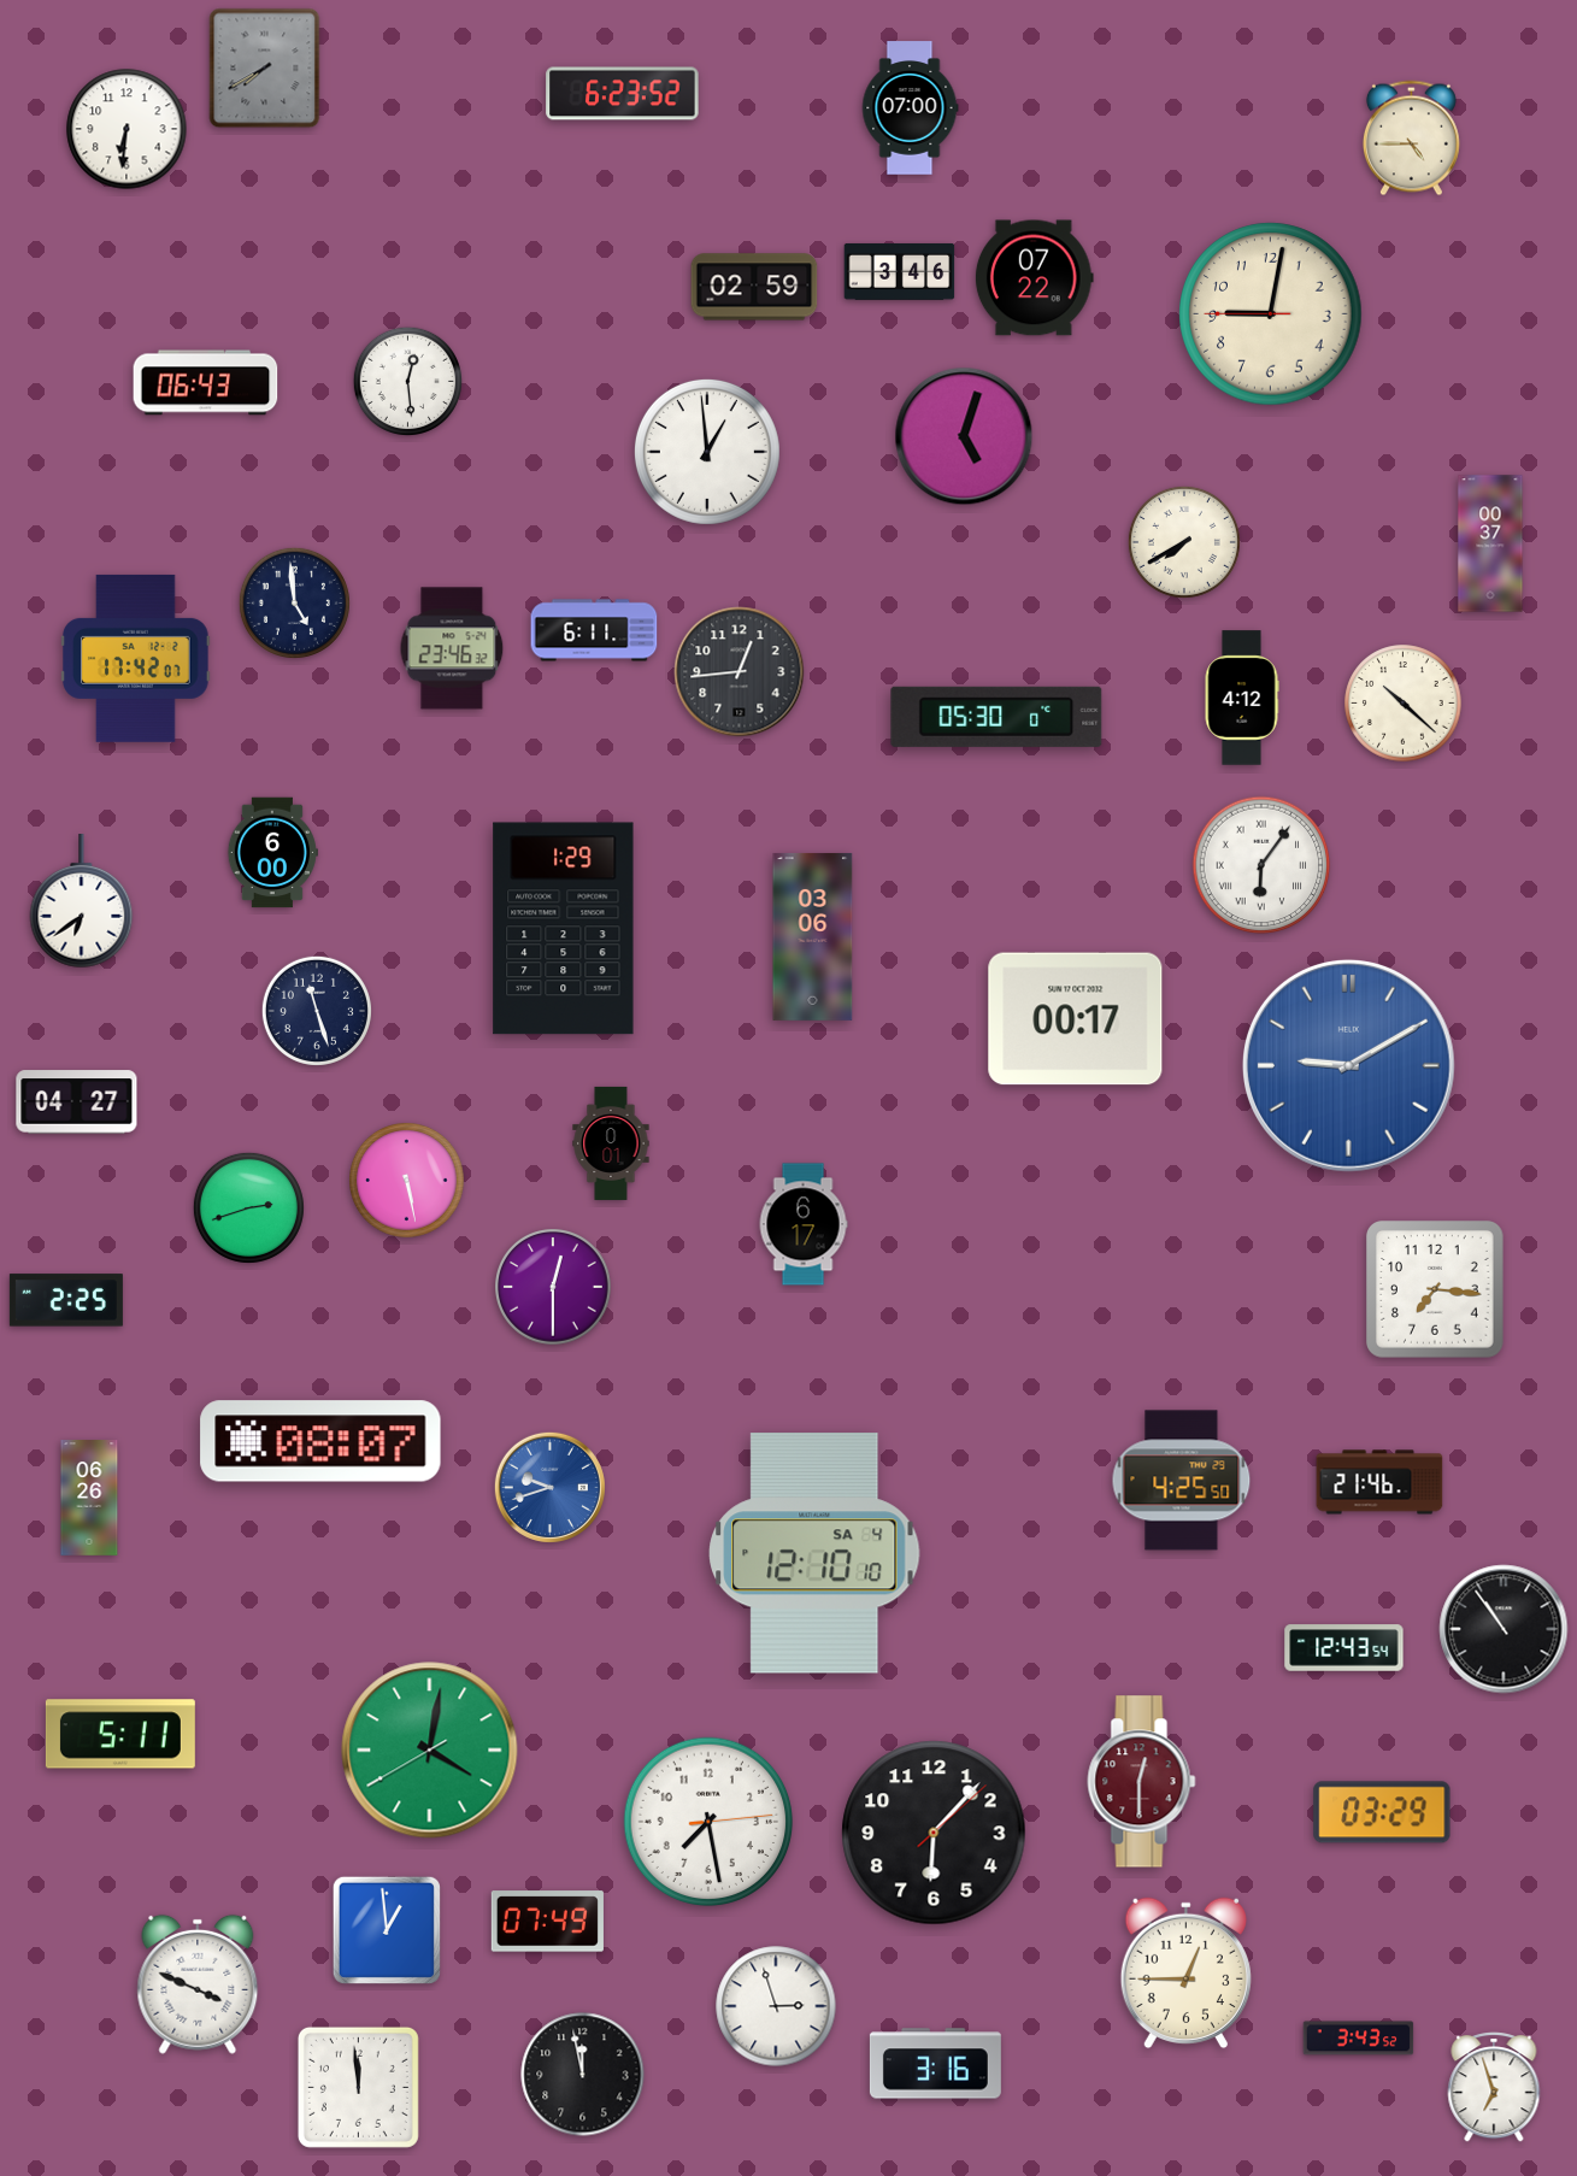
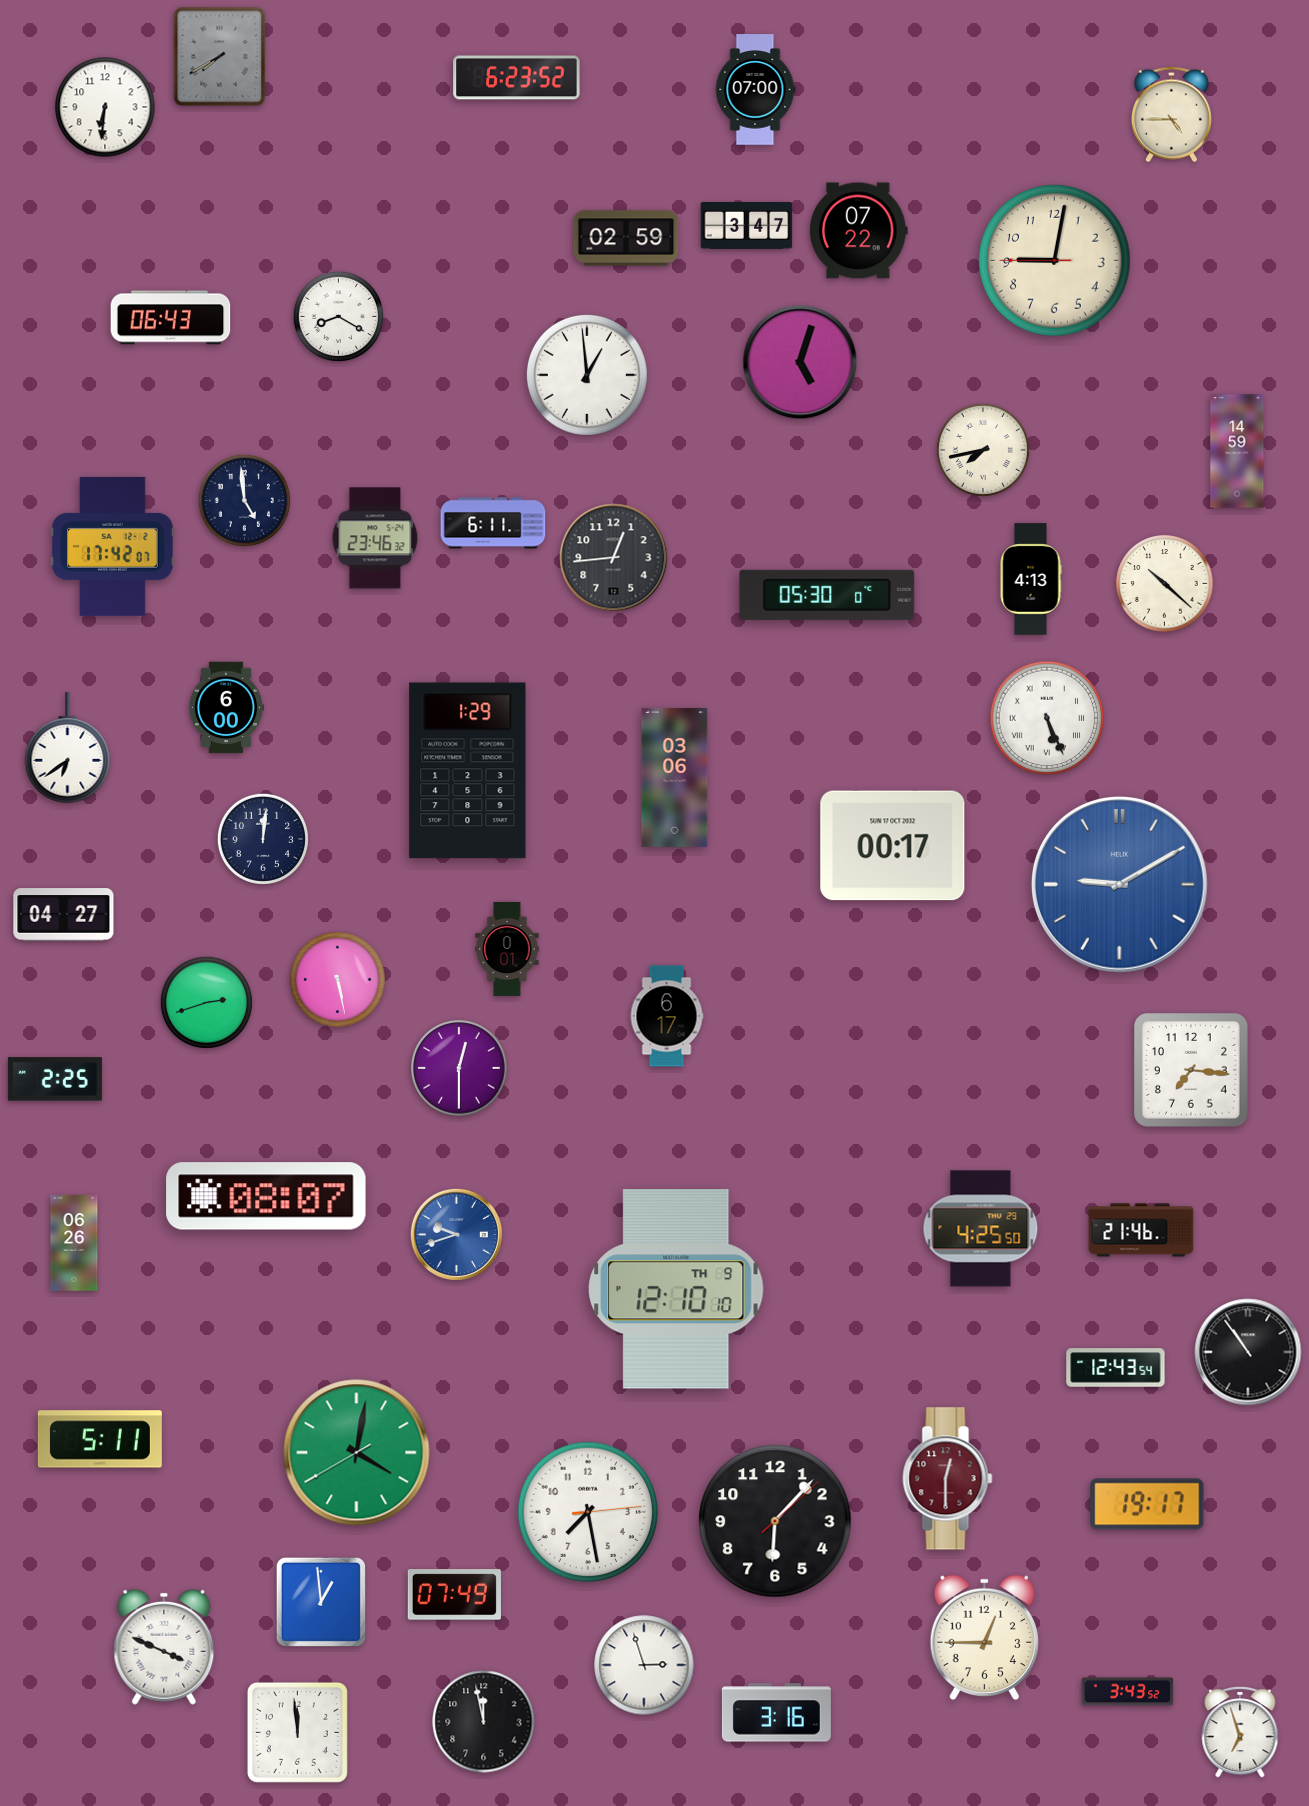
clock at (900, 271): 3:46 -> 3:47
clock at (407, 381): 12:29 -> 8:20
clock at (1184, 542): 7:40 -> 7:43
clock at (1490, 543): 00:37 -> 14:59
clock at (1242, 698): 4:12 -> 4:13
clock at (1261, 865): 6:06 -> 5:26
clock at (317, 1011): 11:27 -> 12:01
clock at (1379, 1482) position: (1379, 1482) -> (1141, 1230)
clock at (814, 1553) date: SA 4 -> TH 9
clock at (1382, 1812): 03:29 -> 19:17
